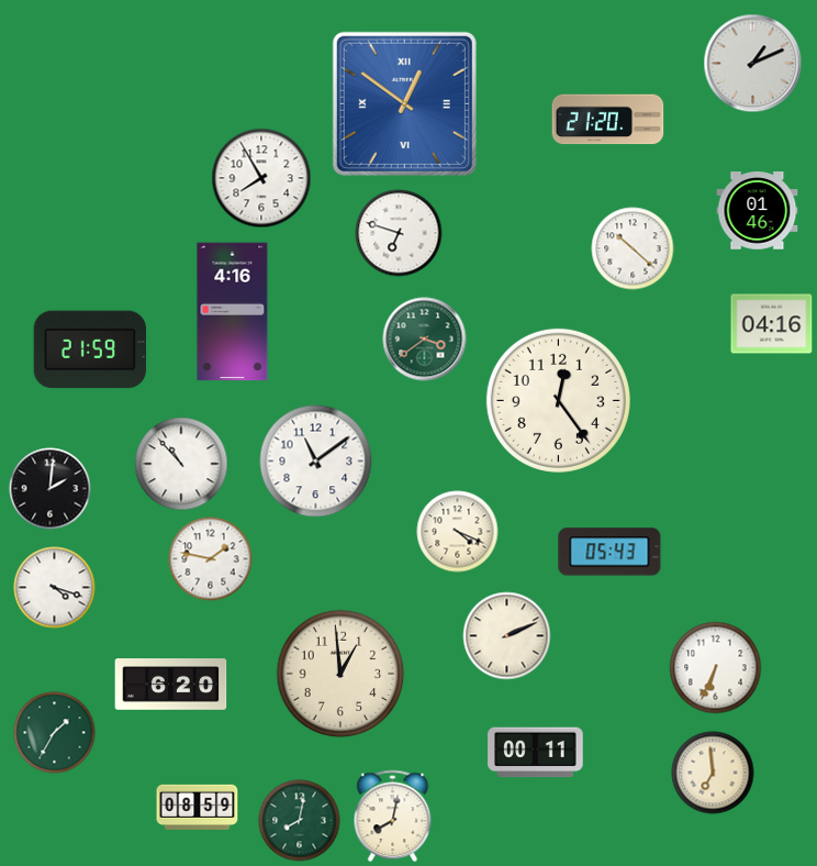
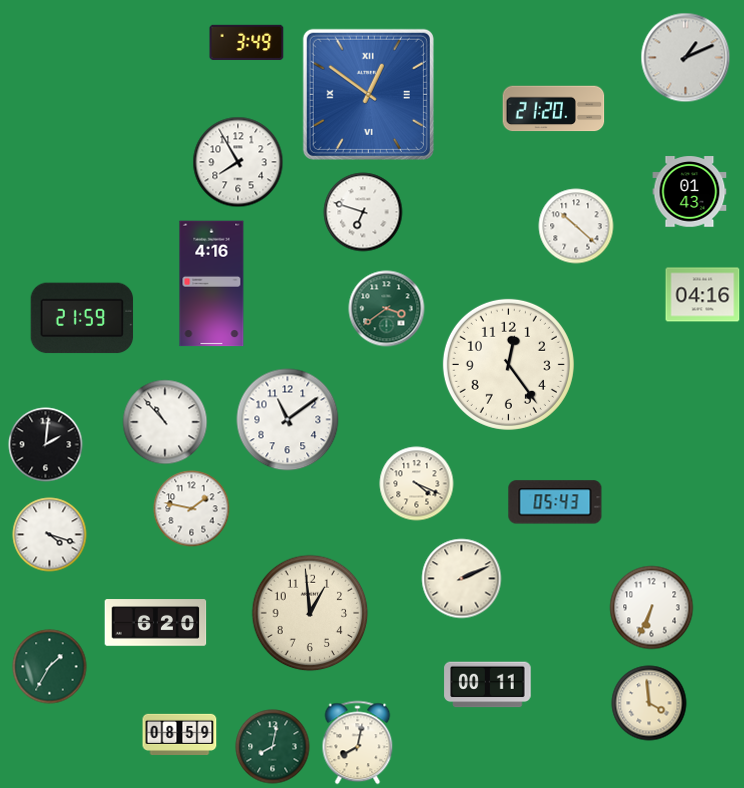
clock at (247, 42): none -> 3:49
clock at (758, 211): 01:46 -> 01:43
clock at (713, 773): 6:59 -> 3:59
